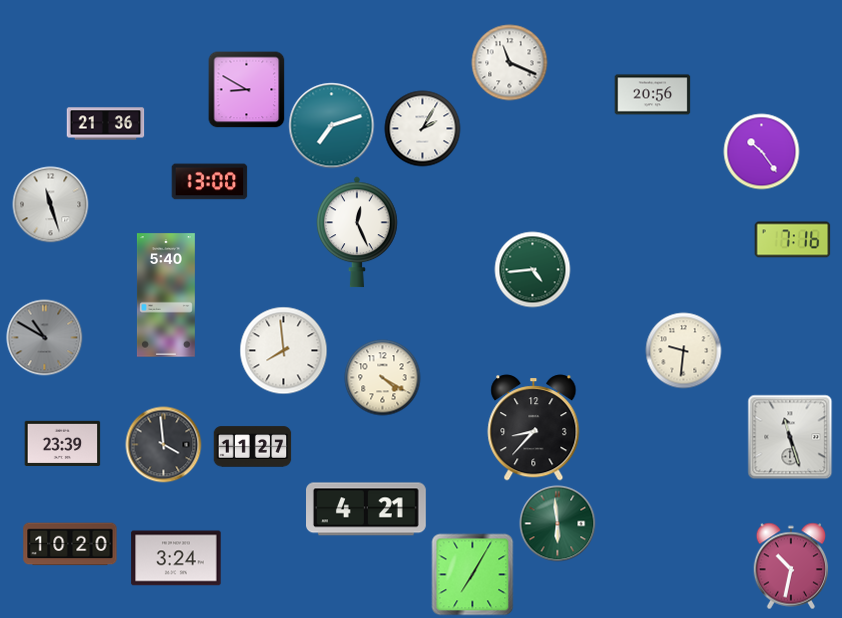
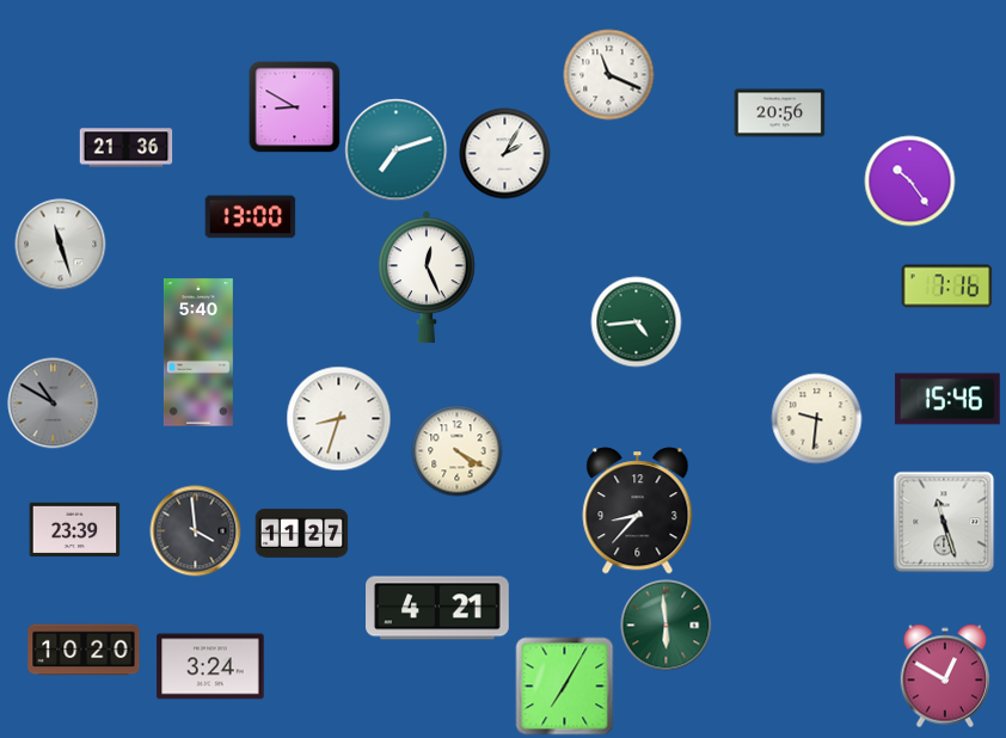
clock at (947, 399): none -> 15:46
clock at (284, 351): 7:59 -> 8:33
clock at (791, 566): 10:32 -> 12:50
